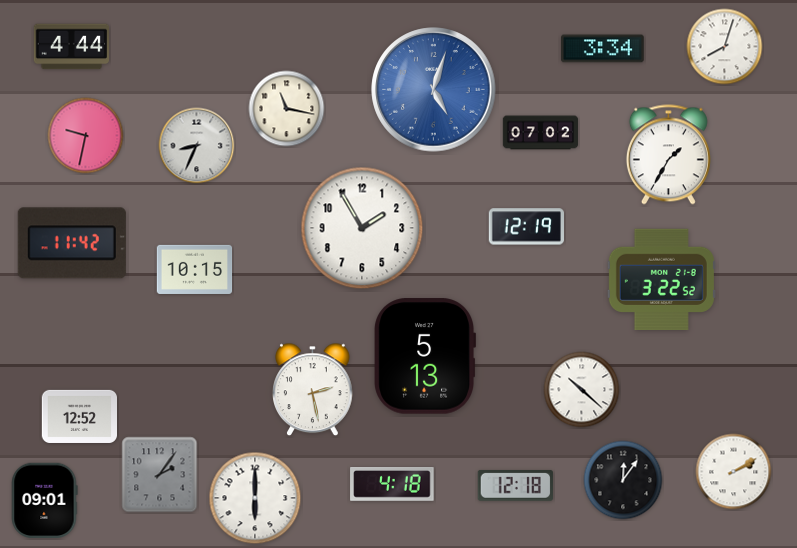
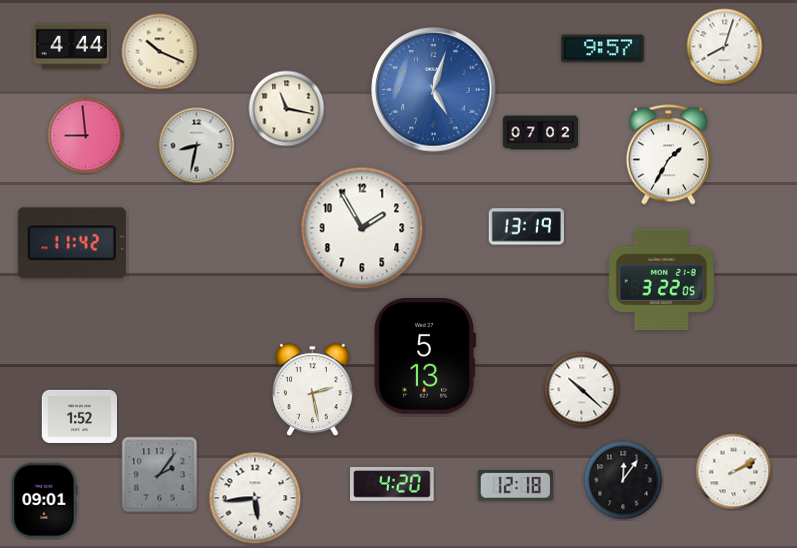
clock at (603, 49): 3:34 -> 9:57
clock at (160, 52): none -> 10:19
clock at (86, 136): 9:32 -> 8:59
clock at (197, 146): 8:34 -> 8:32
clock at (526, 227): 12:19 -> 13:19
clock at (195, 269): 10:15 -> none
clock at (661, 279): 3:22:52 -> 3:22:05
clock at (79, 416): 12:52 -> 1:52
clock at (392, 485): 4:18 -> 4:20
clock at (255, 498): 6:00 -> 5:44
